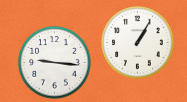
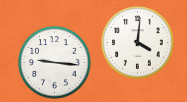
clock at (138, 43): 1:05 -> 4:01
